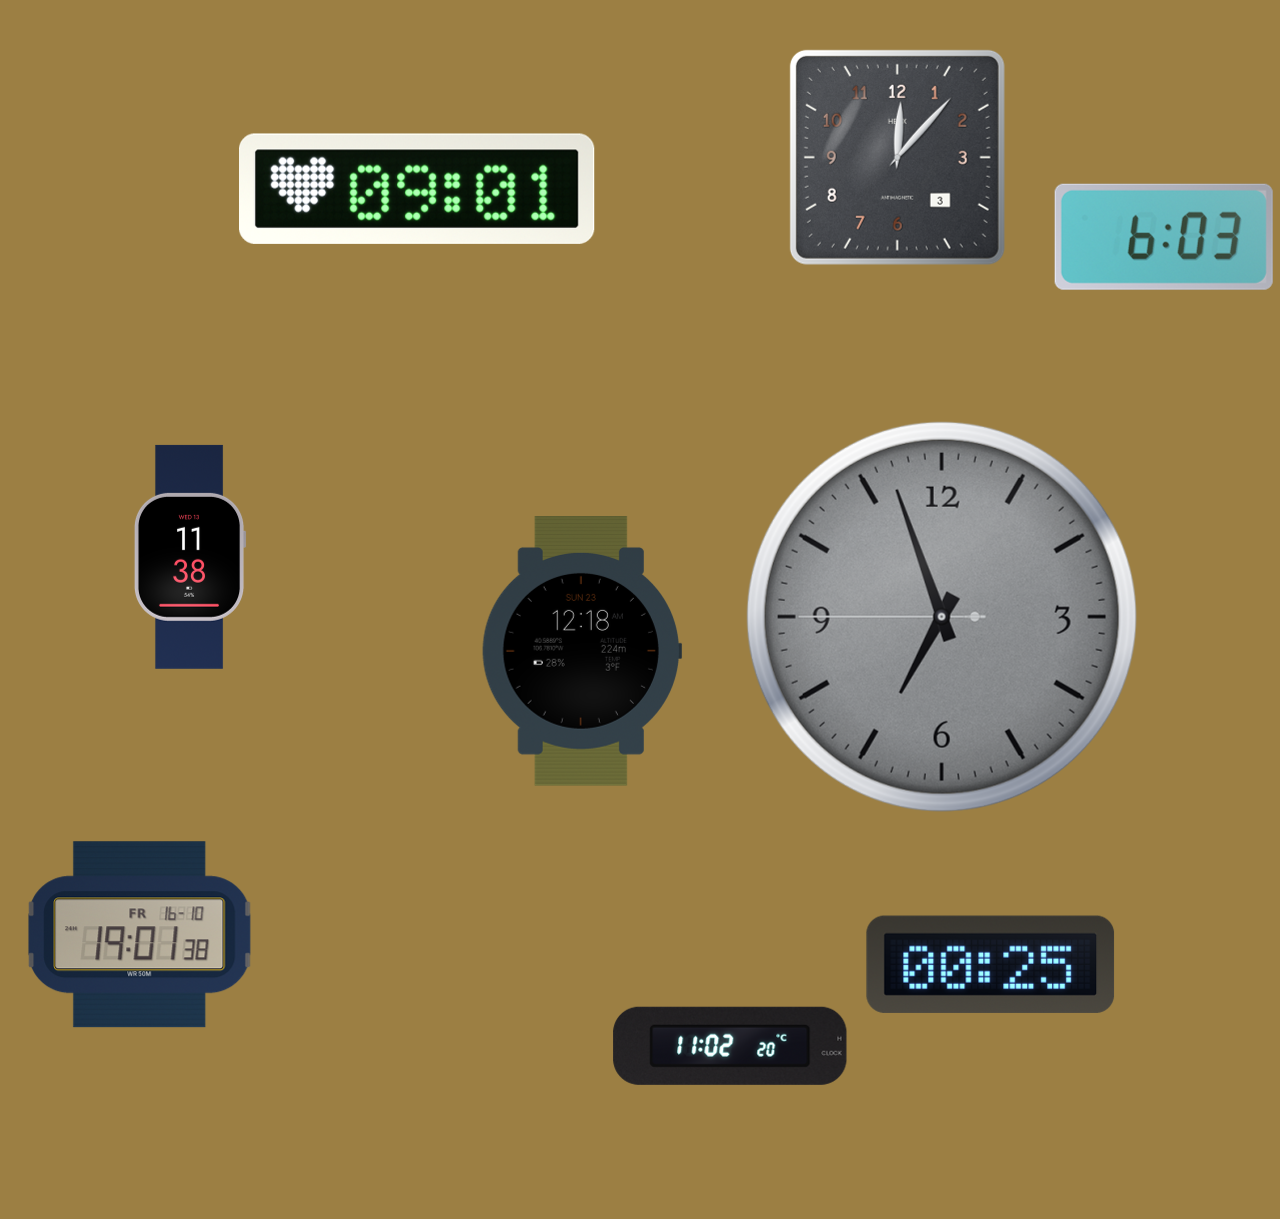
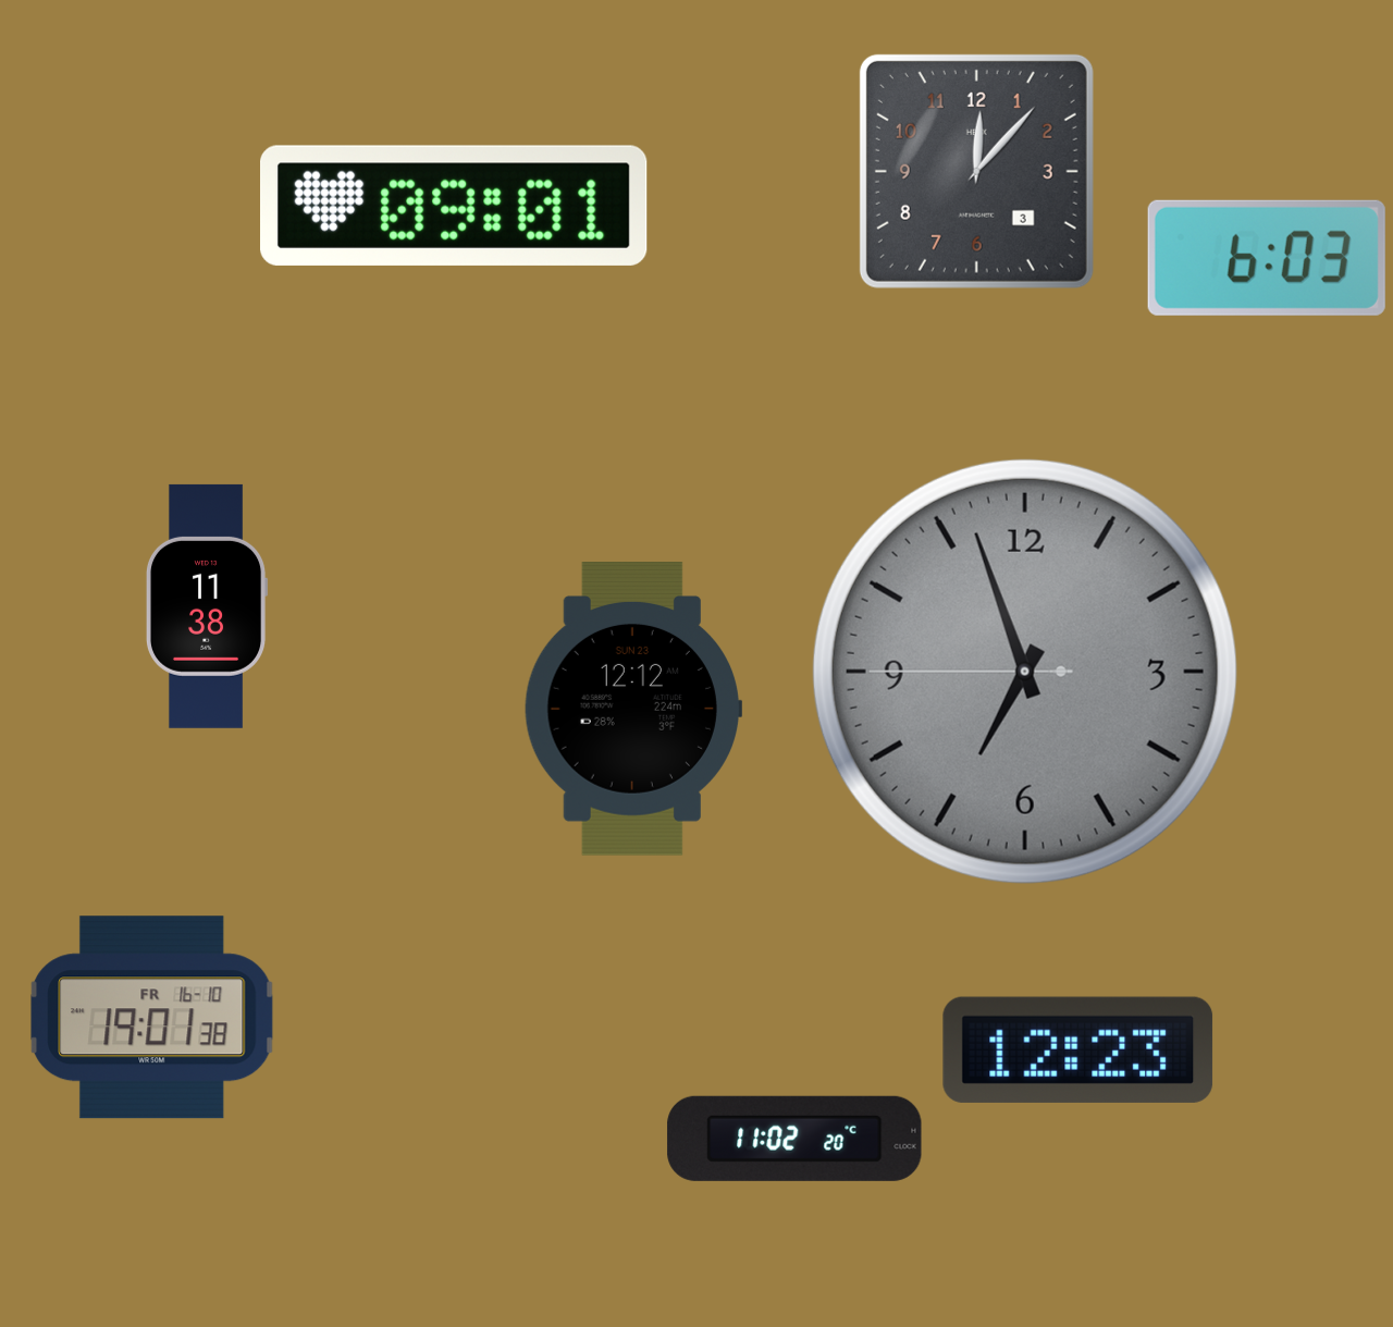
clock at (582, 652): 12:18 -> 12:12
clock at (991, 964): 00:25 -> 12:23
